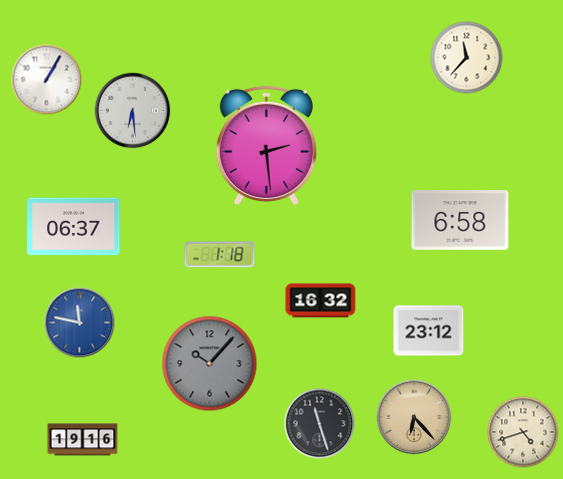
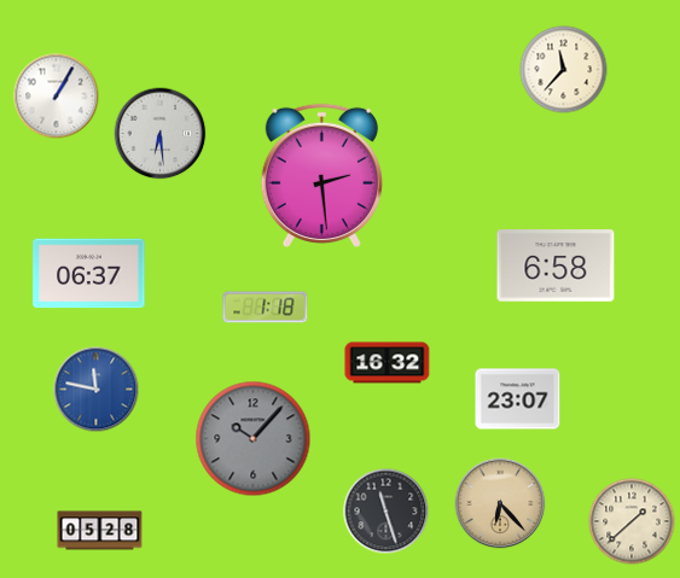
clock at (429, 331): 23:12 -> 23:07
clock at (523, 432): 4:42 -> 1:38
clock at (83, 440): 19:16 -> 05:28
